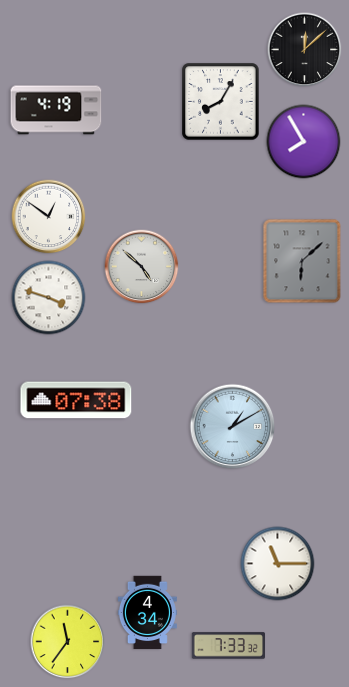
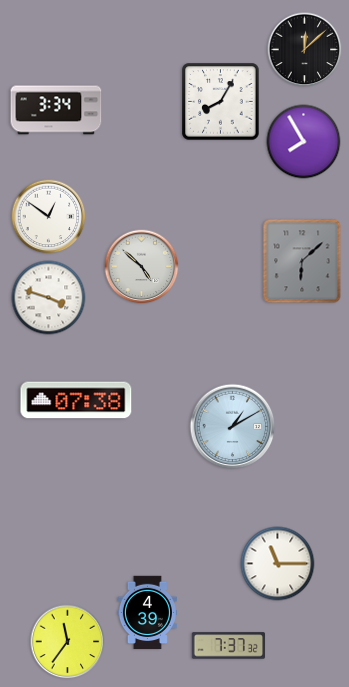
clock at (56, 110): 4:19 -> 3:34
clock at (147, 613): 4:34 -> 4:39
clock at (229, 646): 7:33 -> 7:37
